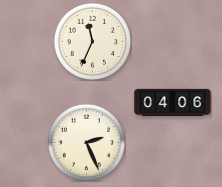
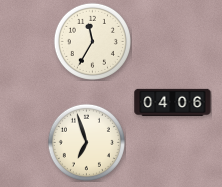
clock at (92, 41): 11:34 -> 11:35
clock at (86, 142): 2:26 -> 6:57
